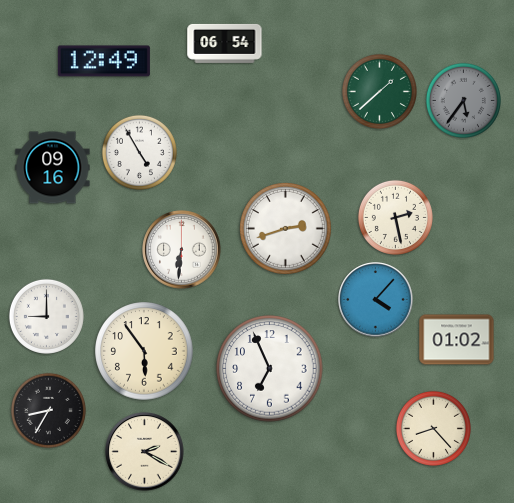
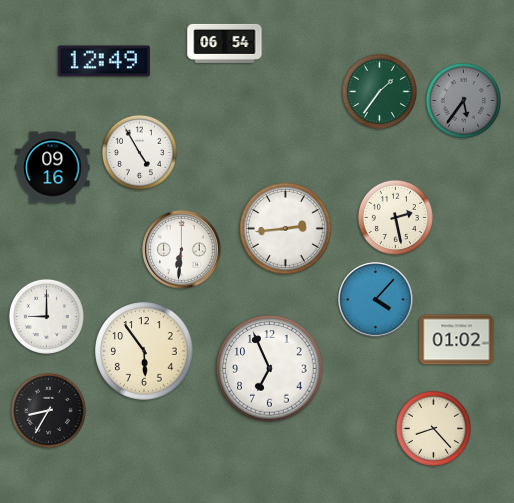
clock at (379, 91): 1:38 -> 1:36
clock at (286, 229): 2:42 -> 2:44
clock at (145, 452): 2:20 -> none
